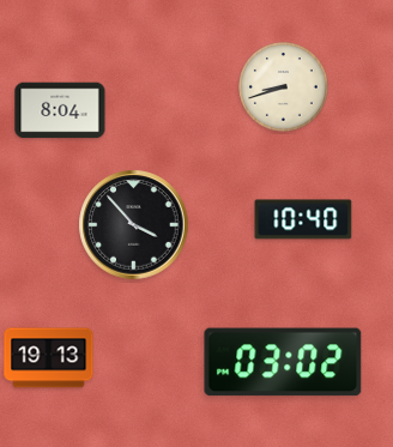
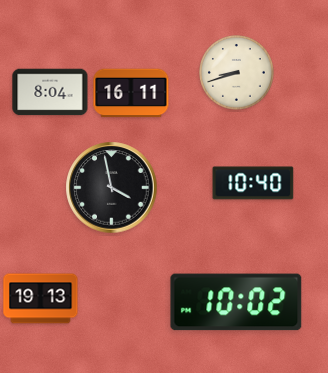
clock at (131, 93): none -> 16:11
clock at (134, 225): 3:53 -> 3:58
clock at (283, 362): 03:02 -> 10:02
